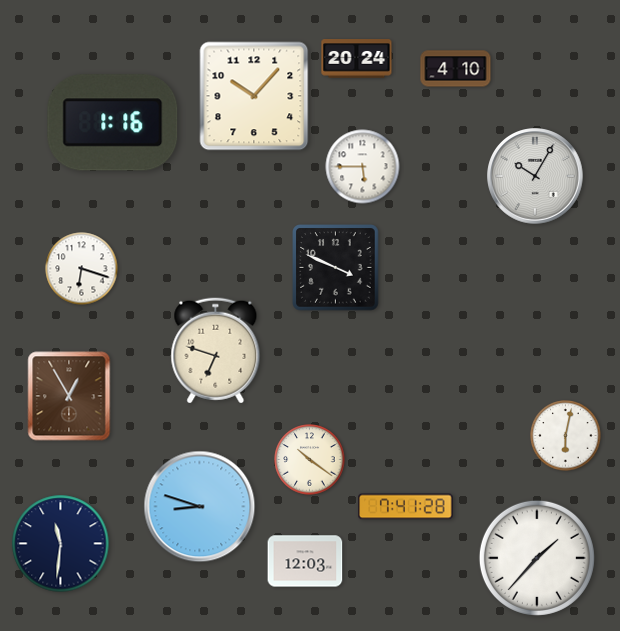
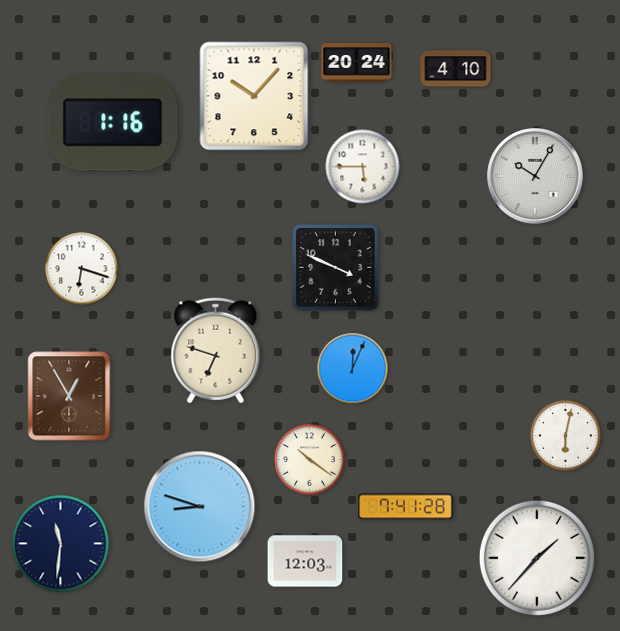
clock at (357, 59) position: (357, 59) -> (357, 63)
clock at (353, 369): none -> 12:04
